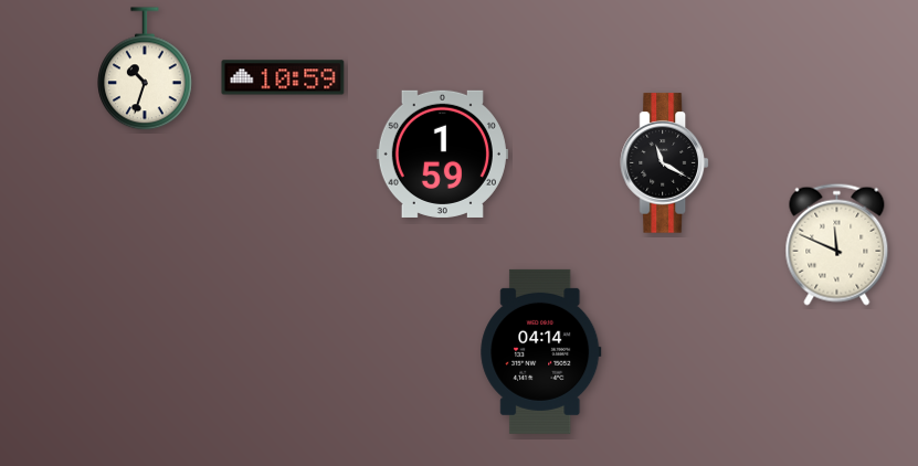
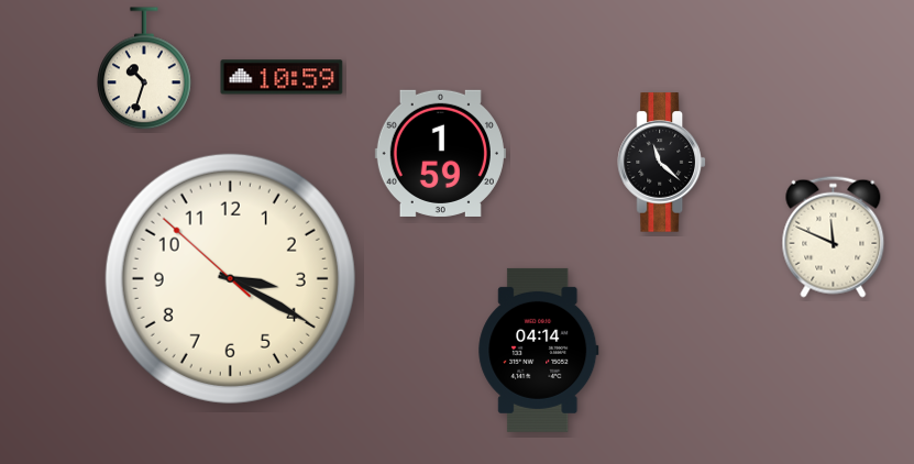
clock at (664, 163): 11:20 -> 11:22
clock at (837, 244) position: (837, 244) -> (834, 236)
clock at (230, 278): none -> 3:19
